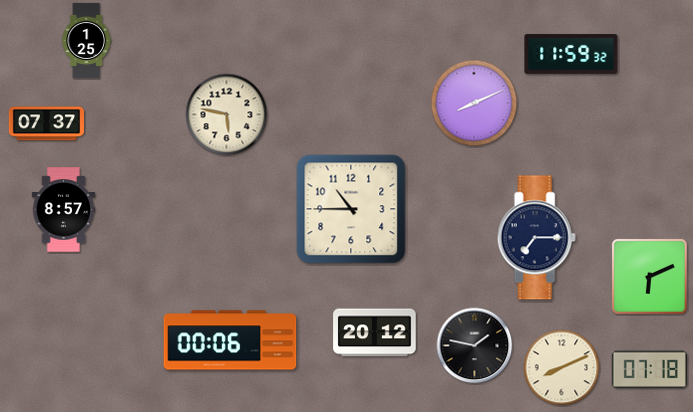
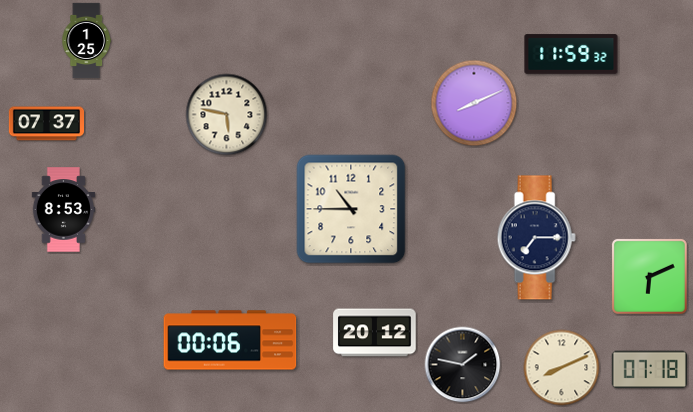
clock at (64, 210): 8:57 -> 8:53
clock at (475, 346) position: (475, 346) -> (463, 365)
